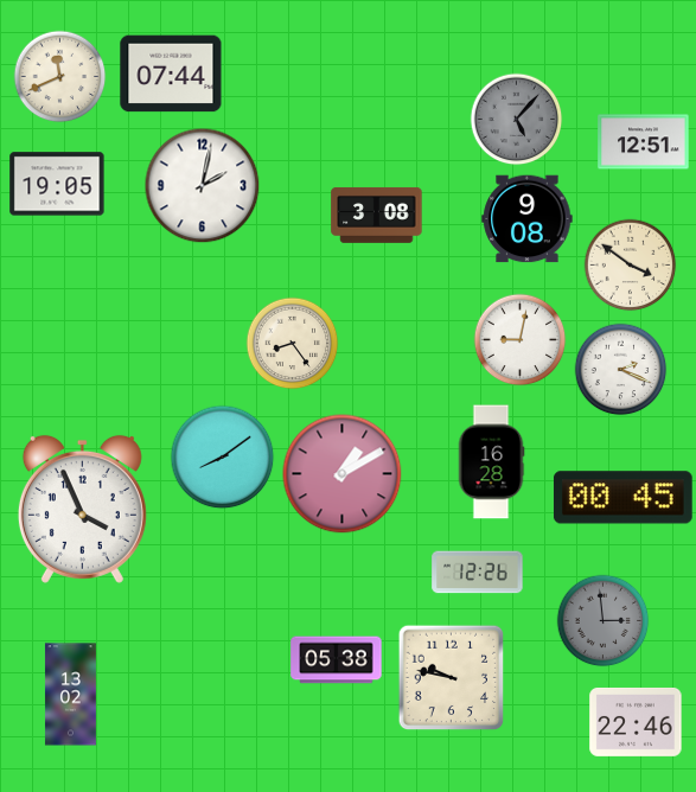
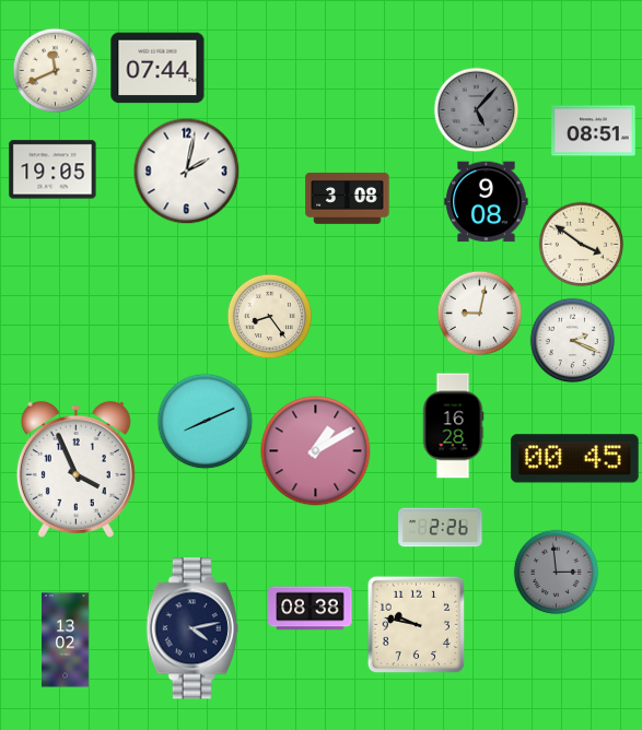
clock at (644, 142): 12:51 -> 08:51
clock at (222, 456): 8:09 -> 8:11
clock at (343, 474) position: (343, 474) -> (316, 451)
clock at (478, 573): 12:26 -> 2:26
clock at (337, 660): 05:38 -> 08:38
clock at (192, 628): none -> 4:13
clock at (636, 722): 22:46 -> none
